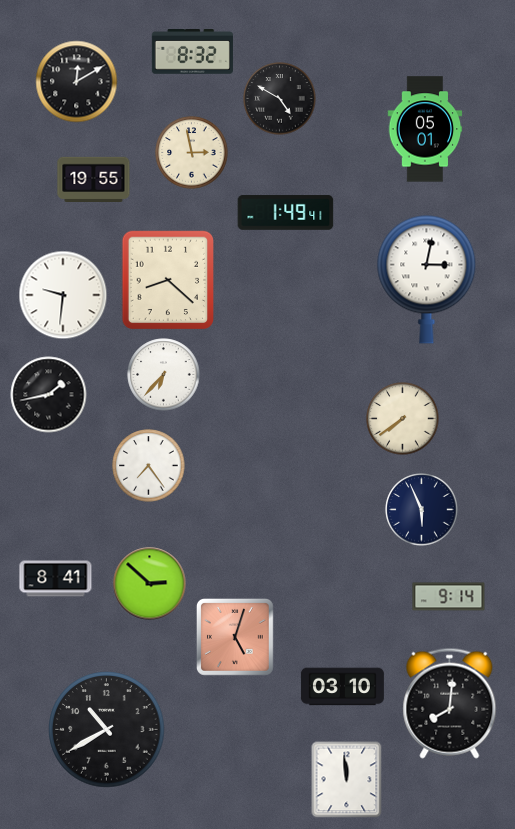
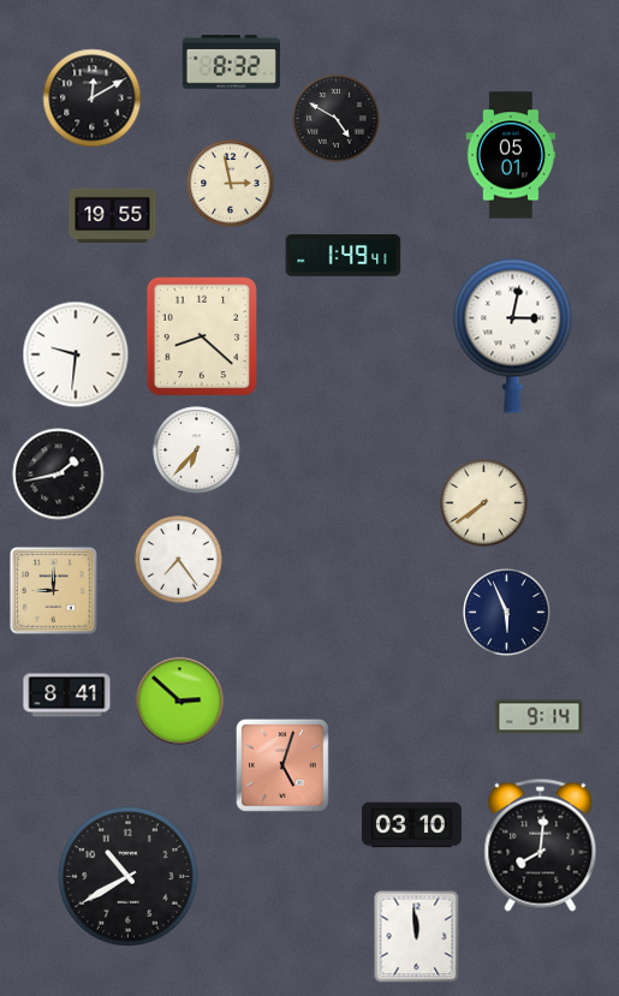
clock at (54, 591): none -> 9:00
